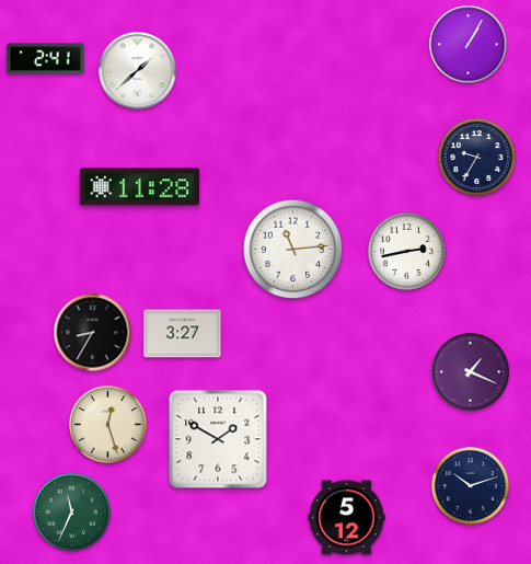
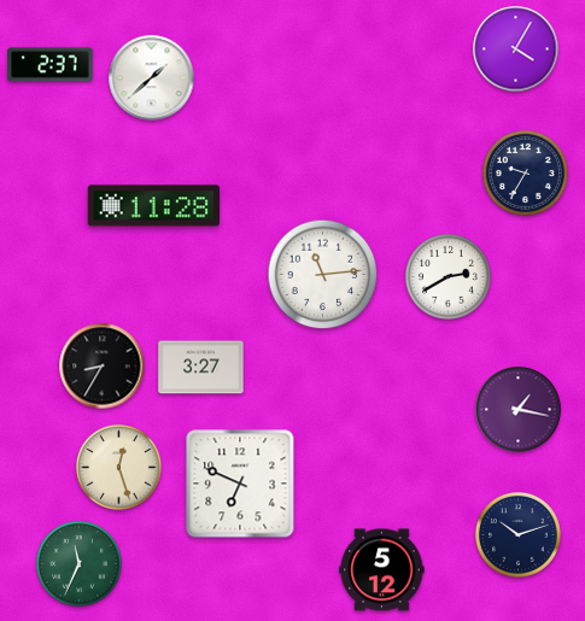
clock at (469, 45): 1:05 -> 4:05
clock at (46, 59): 2:41 -> 2:37
clock at (406, 251): 2:43 -> 2:40
clock at (471, 372): 1:19 -> 1:17
clock at (218, 439): 1:50 -> 6:49
